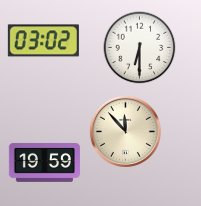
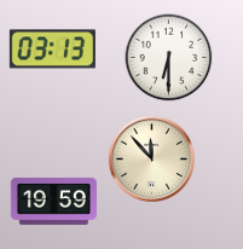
clock at (43, 41): 03:02 -> 03:13
clock at (44, 162) position: (44, 162) -> (53, 201)
